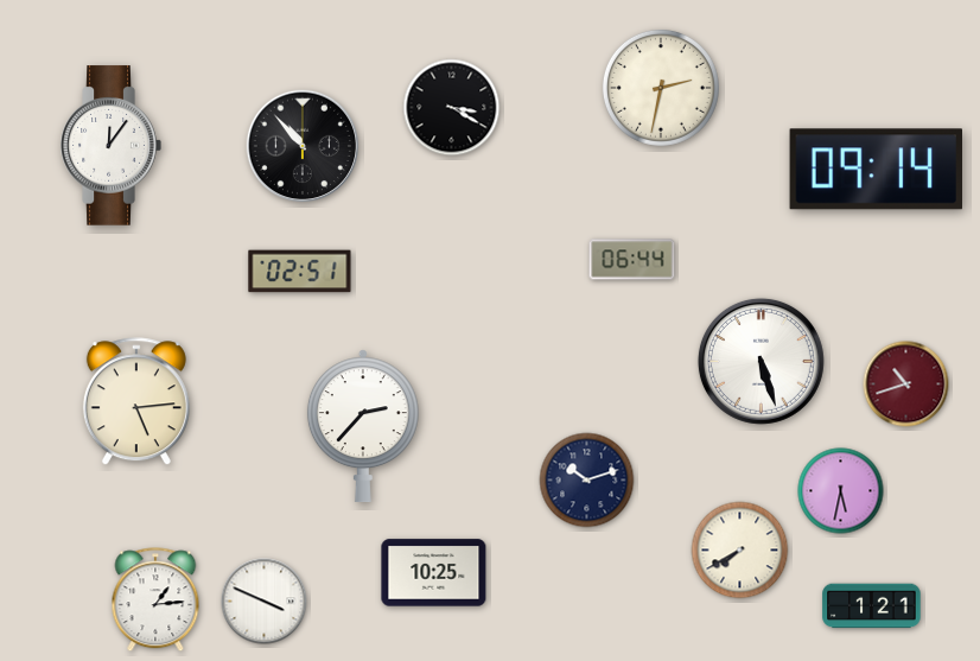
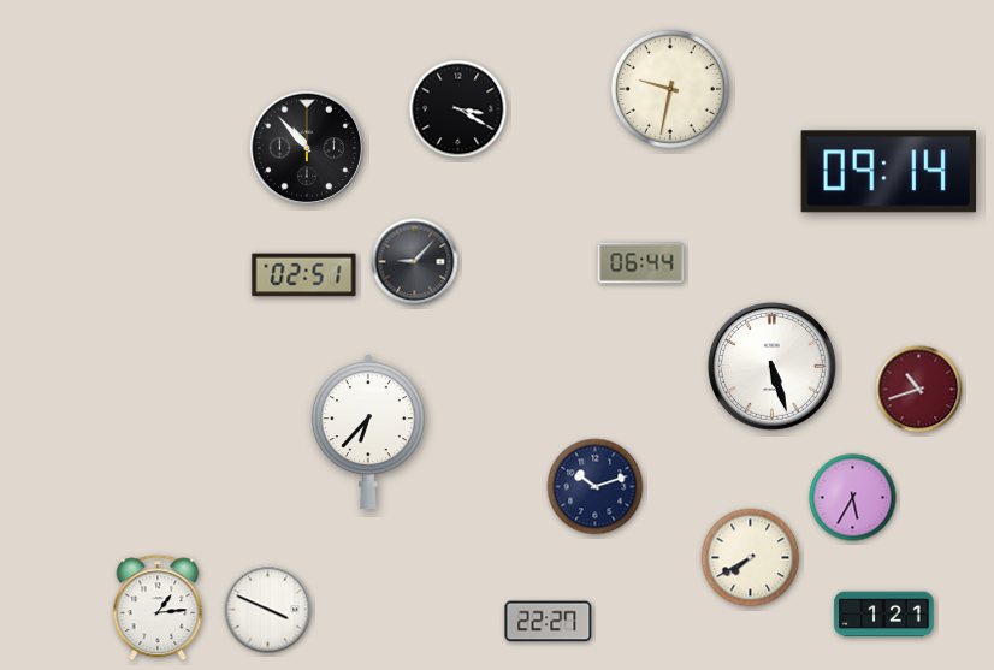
clock at (661, 88): 2:32 -> 9:32
clock at (110, 146): 12:06 -> none
clock at (415, 262): none -> 9:07
clock at (136, 402): 5:14 -> none
clock at (363, 426): 2:37 -> 6:37
clock at (841, 491): 5:32 -> 5:35
clock at (434, 573): 10:25 -> none
clock at (549, 622): none -> 22:27
